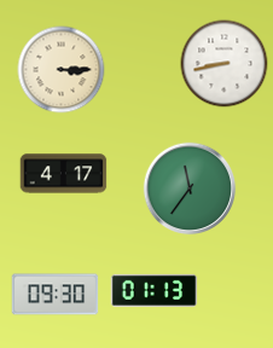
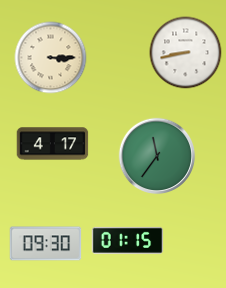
clock at (155, 290): 01:13 -> 01:15
